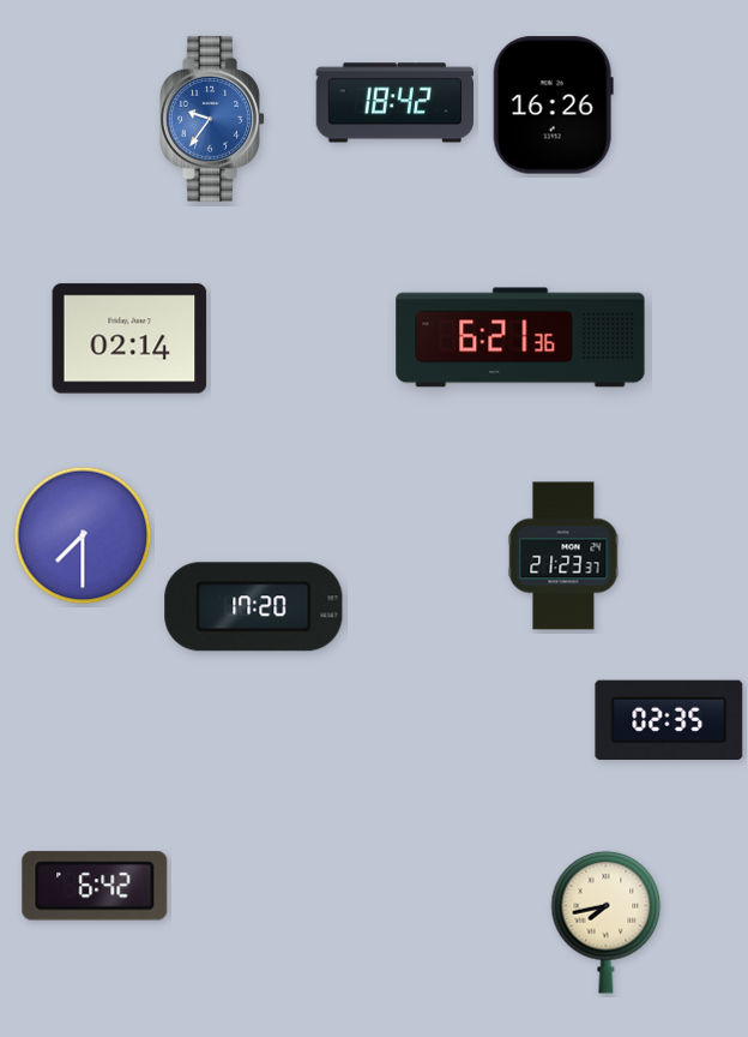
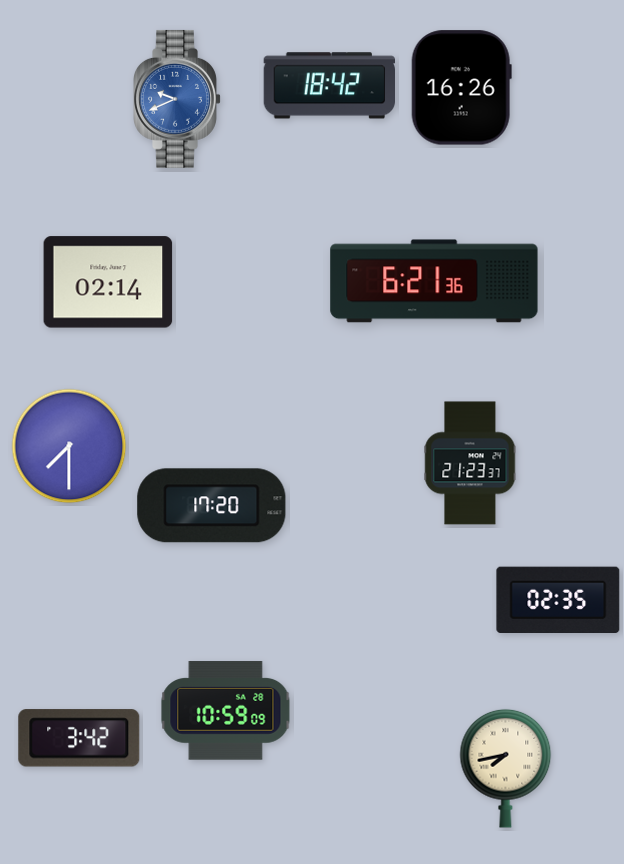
clock at (213, 119): 9:36 -> 9:41
clock at (226, 711): none -> 10:59
clock at (95, 886): 6:42 -> 3:42
